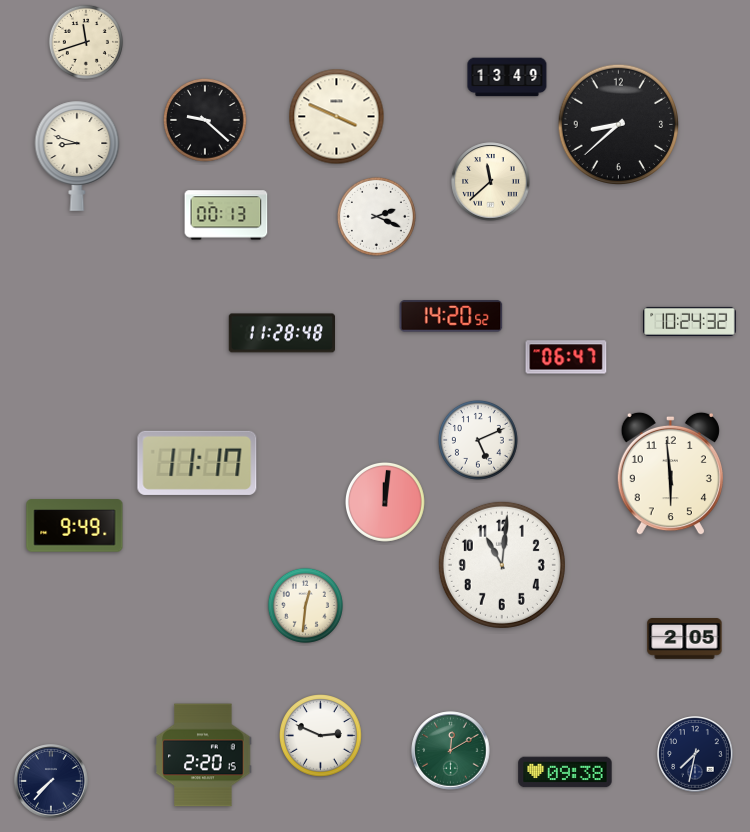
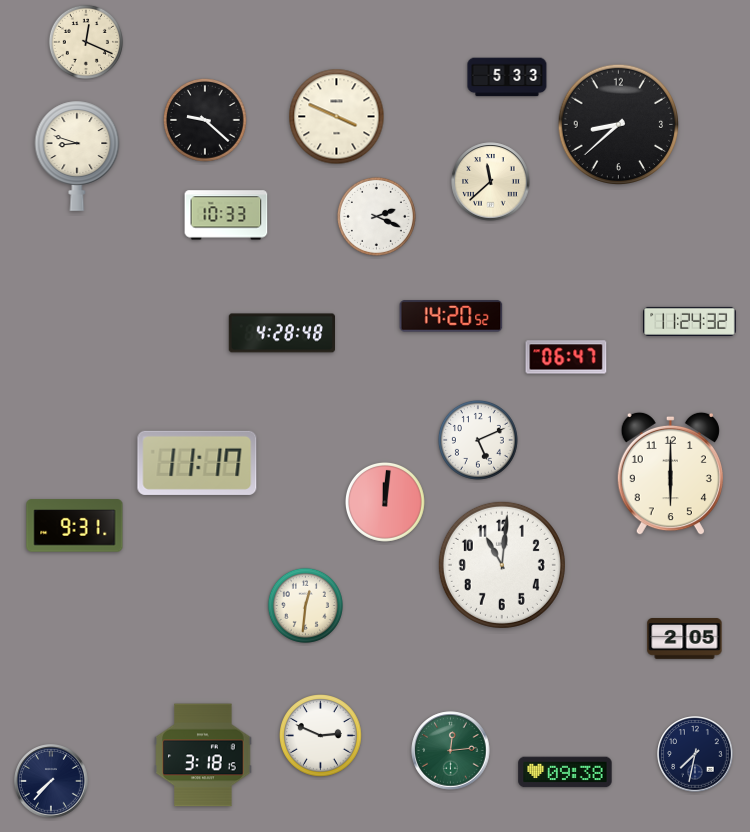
clock at (86, 42): 11:42 -> 12:19
clock at (507, 77): 13:49 -> 5:33
clock at (226, 215): 00:13 -> 10:33
clock at (690, 321): 10:24 -> 11:24
clock at (281, 333): 11:28 -> 4:28
clock at (670, 474): 5:59 -> 6:00
clock at (75, 526): 9:49 -> 9:31
clock at (451, 751): 12:10 -> 12:14
clock at (203, 755): 2:20 -> 3:18
